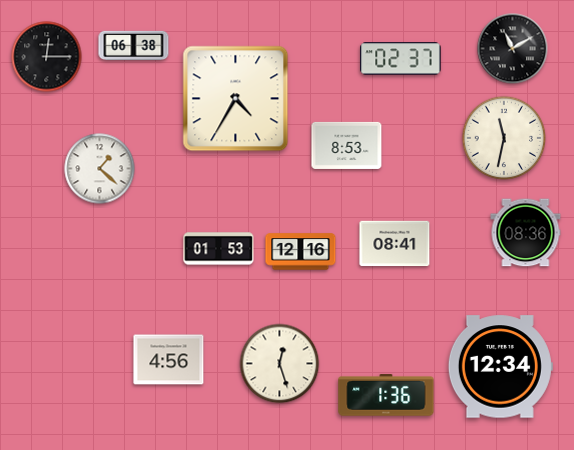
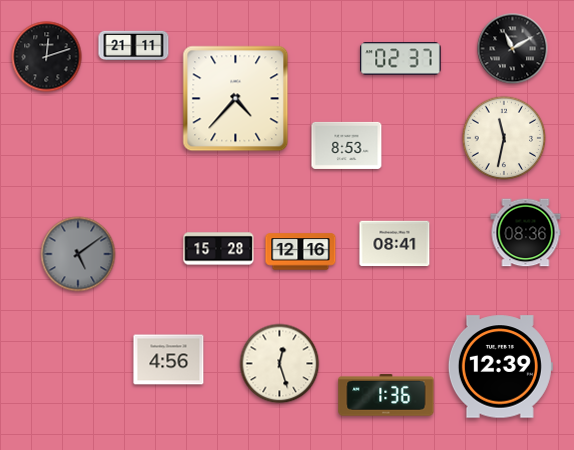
clock at (134, 45): 06:38 -> 21:11
clock at (47, 57): 12:15 -> 12:12
clock at (236, 99): 4:35 -> 4:37
clock at (100, 169): 1:22 -> none
clock at (219, 249): 01:53 -> 15:28
clock at (78, 254): none -> 5:09
clock at (500, 367): 12:34 -> 12:39
